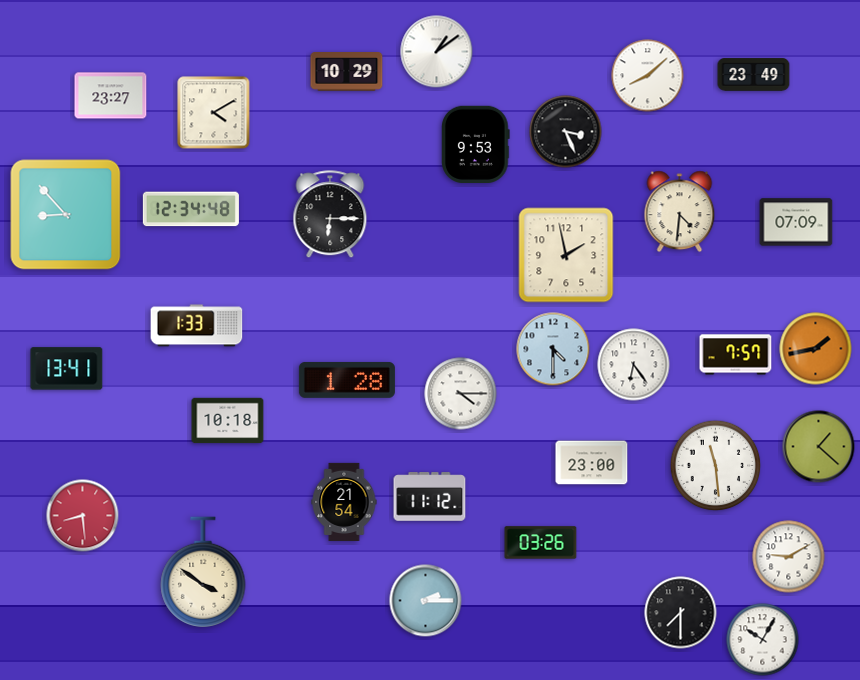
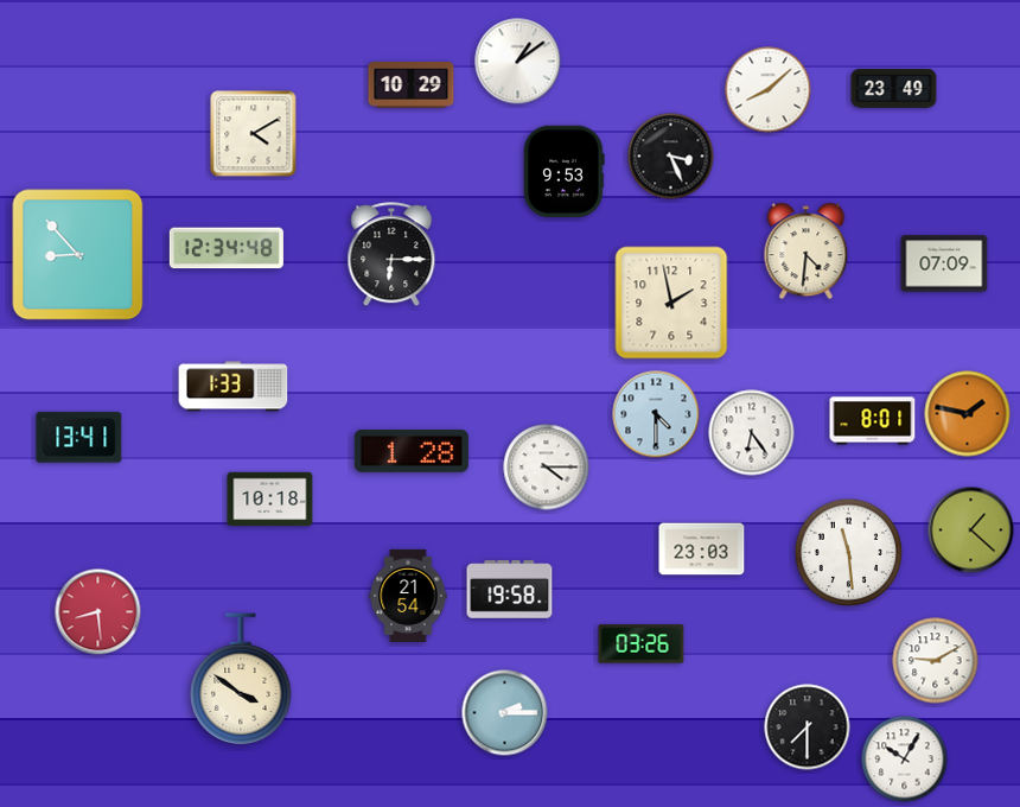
clock at (111, 96): 23:27 -> none
clock at (816, 349): 1:43 -> 1:47
clock at (736, 355): 7:57 -> 8:01
clock at (592, 463): 23:00 -> 23:03
clock at (430, 497): 11:12 -> 19:58
